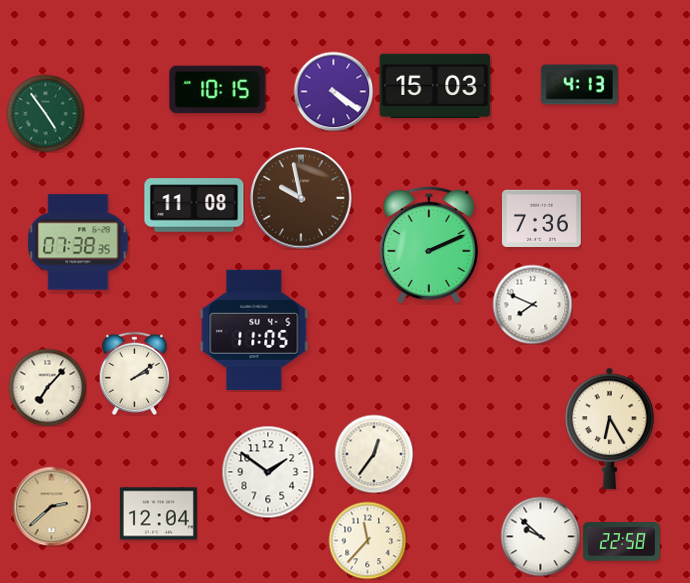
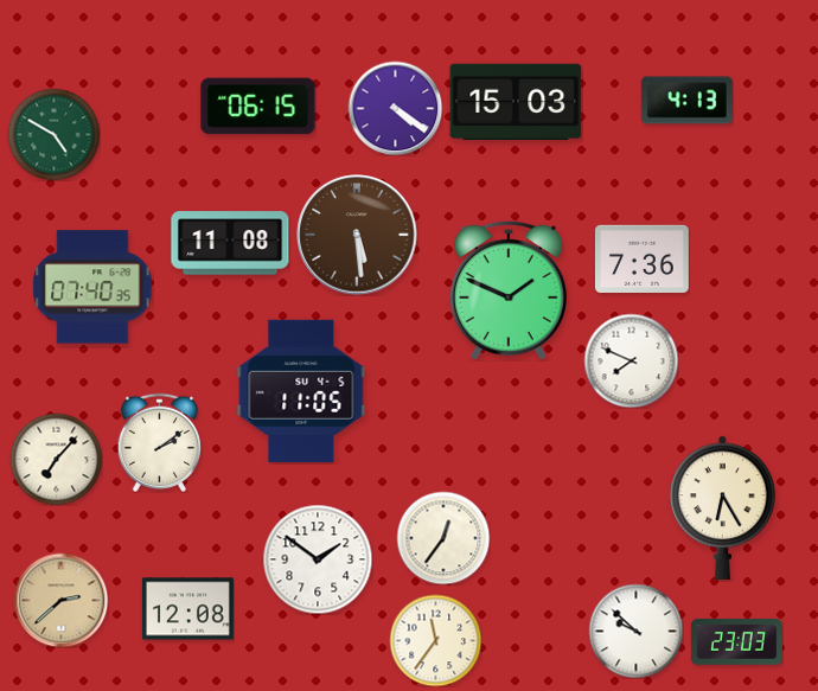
clock at (218, 90): 10:15 -> 06:15
clock at (45, 113): 4:54 -> 4:50
clock at (301, 198): 9:58 -> 5:29
clock at (78, 242): 07:38 -> 07:40
clock at (429, 245): 2:11 -> 1:49
clock at (158, 514): 12:04 -> 12:08
clock at (540, 536) position: (540, 536) -> (635, 631)
clock at (367, 540): 11:37 -> 11:36
clock at (621, 542): 22:58 -> 23:03
